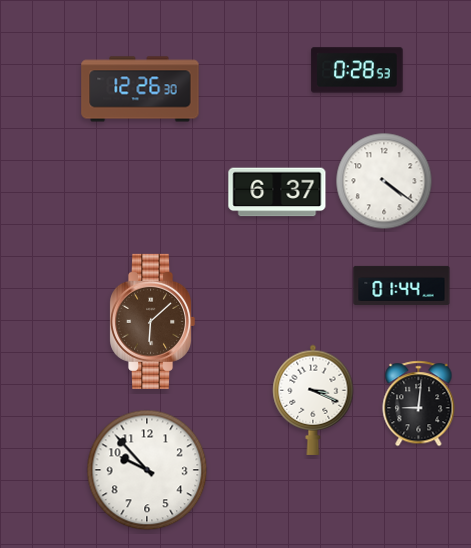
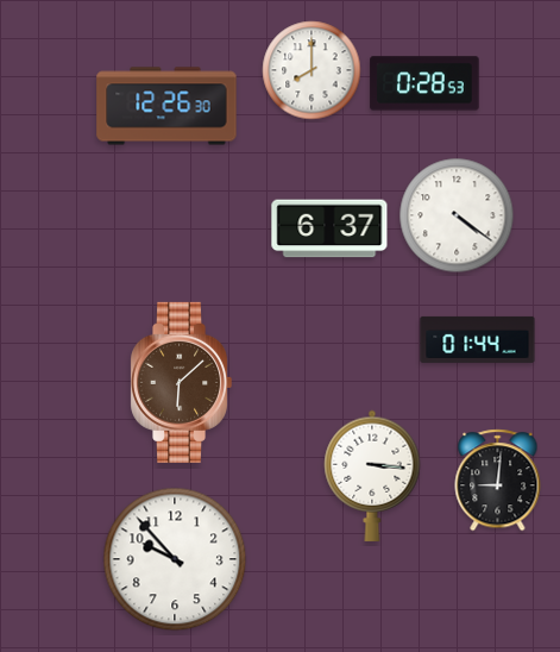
clock at (312, 70): none -> 8:00
clock at (313, 400): 3:19 -> 3:16
